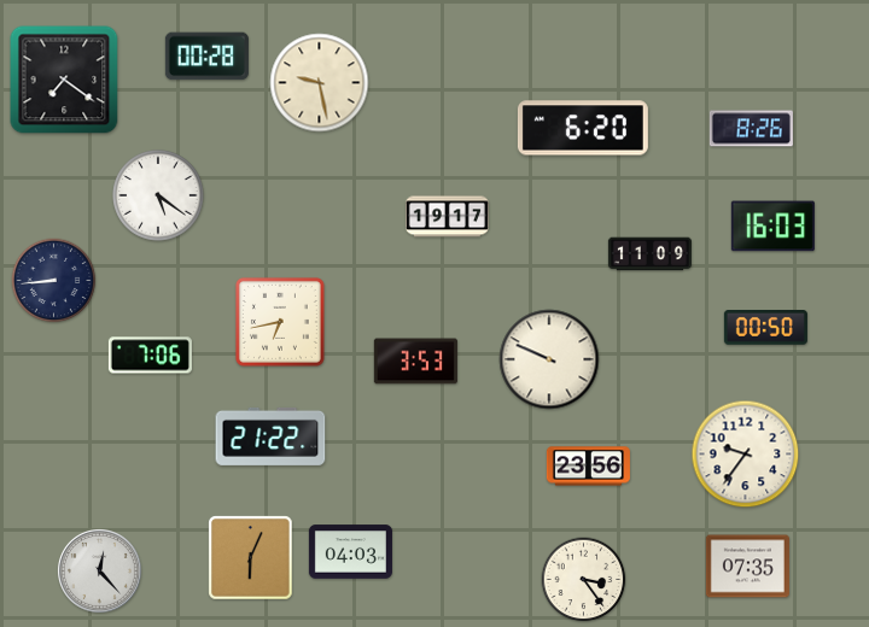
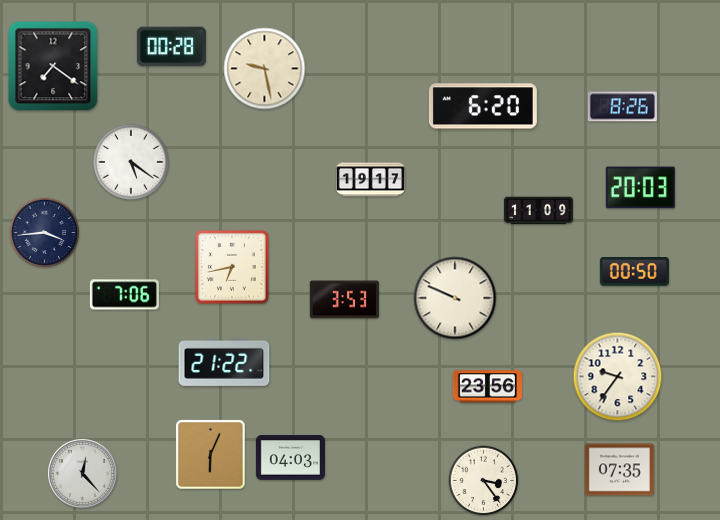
clock at (772, 227): 16:03 -> 20:03
clock at (54, 281): 8:44 -> 3:44
clock at (251, 558) position: (251, 558) -> (211, 455)
